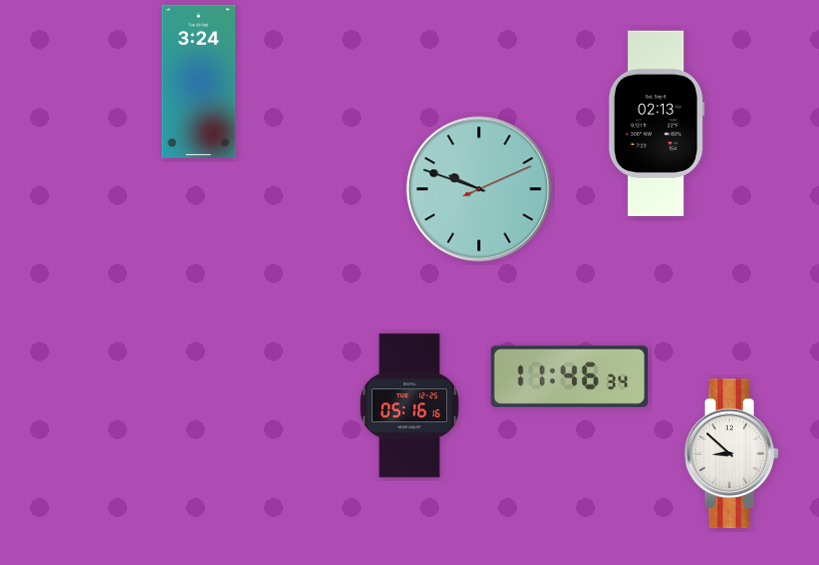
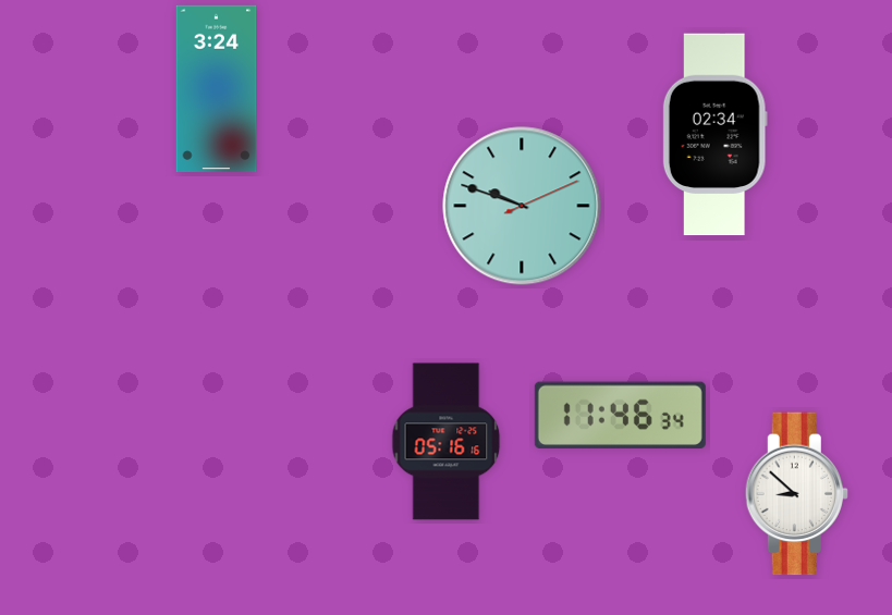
clock at (656, 124): 02:13 -> 02:34
clock at (569, 377) position: (569, 377) -> (620, 416)
